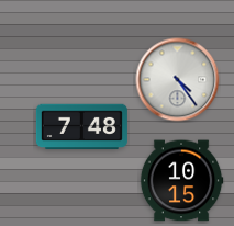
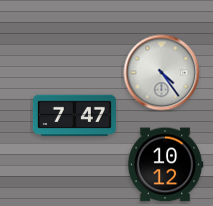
clock at (81, 127): 7:48 -> 7:47
clock at (181, 181): 10:15 -> 10:12
